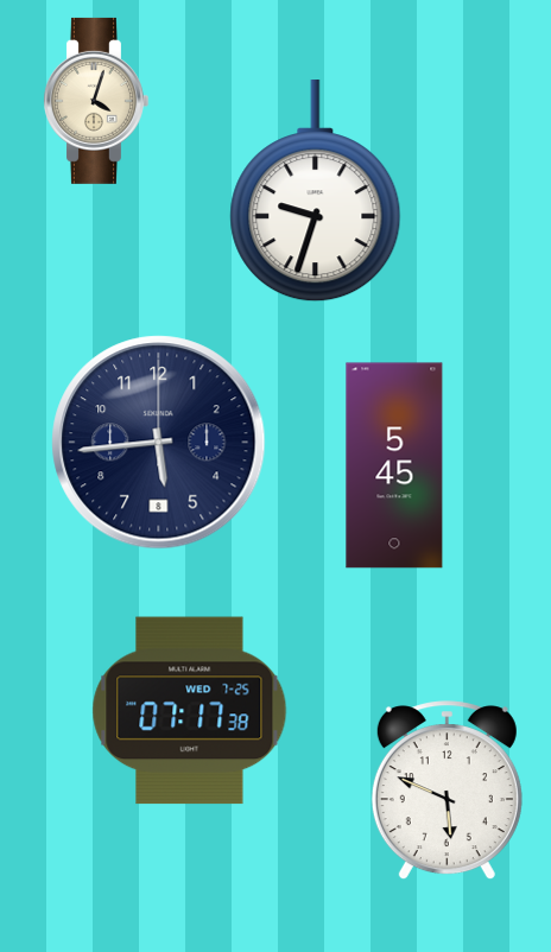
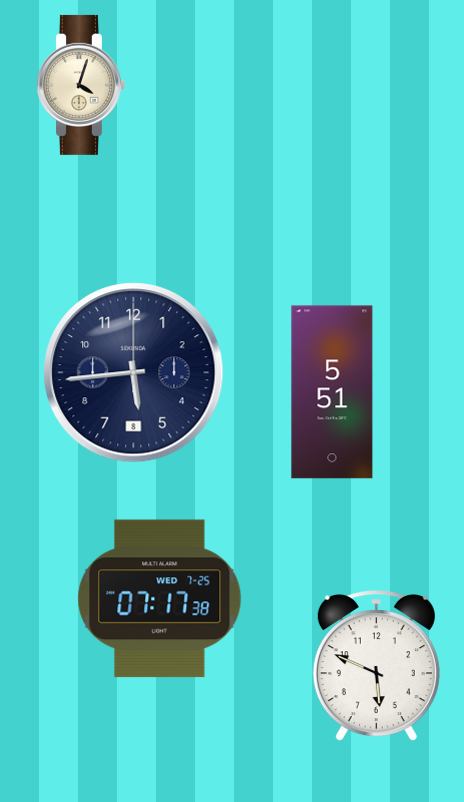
clock at (316, 191): 9:33 -> none
clock at (394, 465): 5:45 -> 5:51
